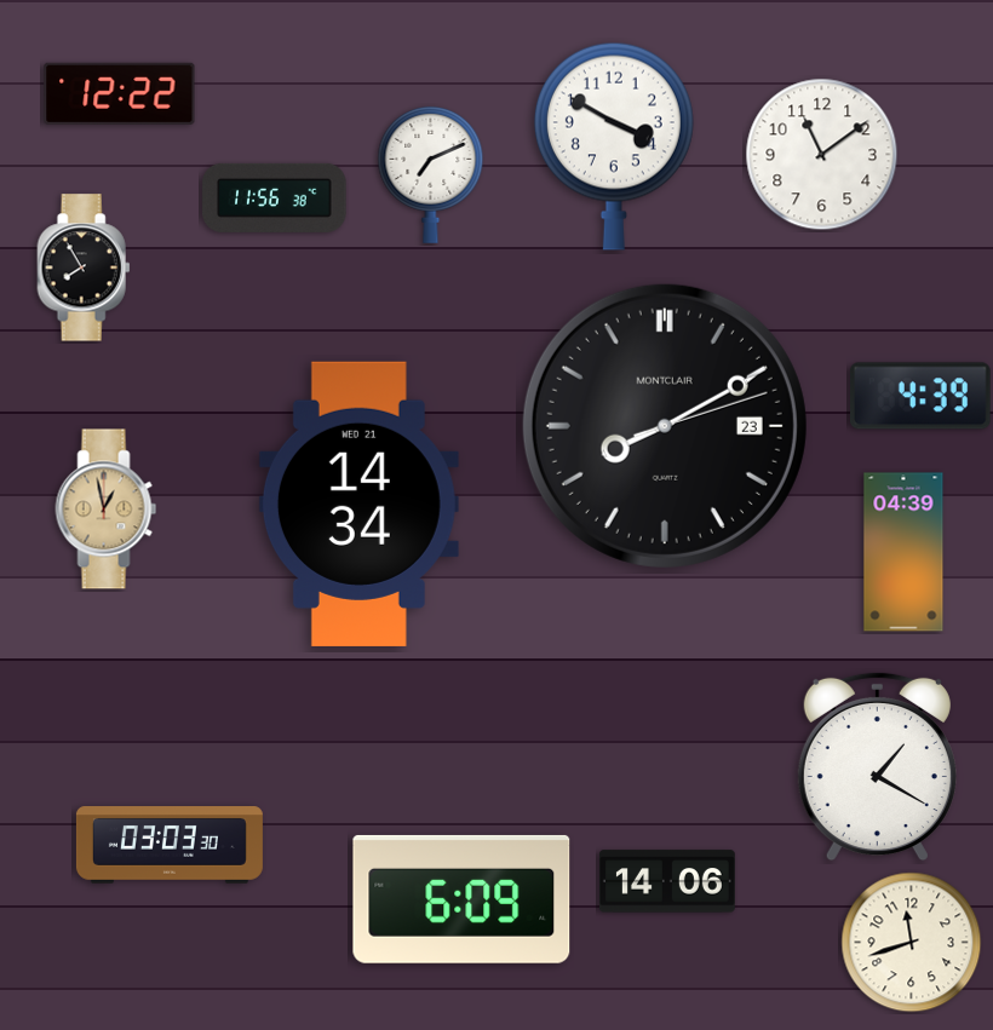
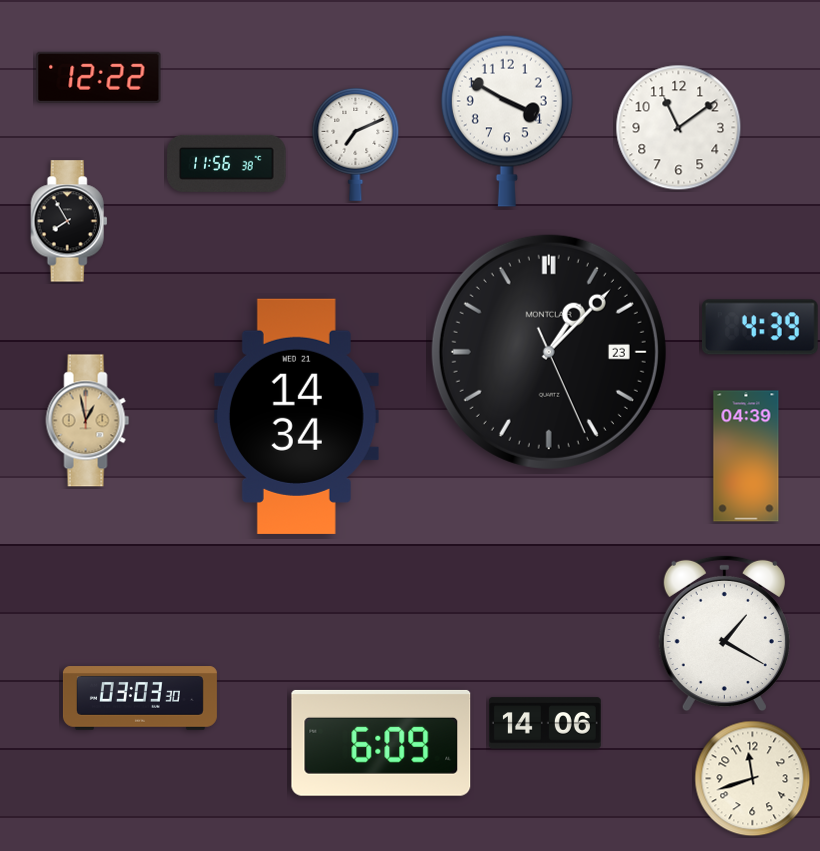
clock at (665, 426): 8:10 -> 1:07
clock at (667, 881) position: (667, 881) -> (545, 723)
